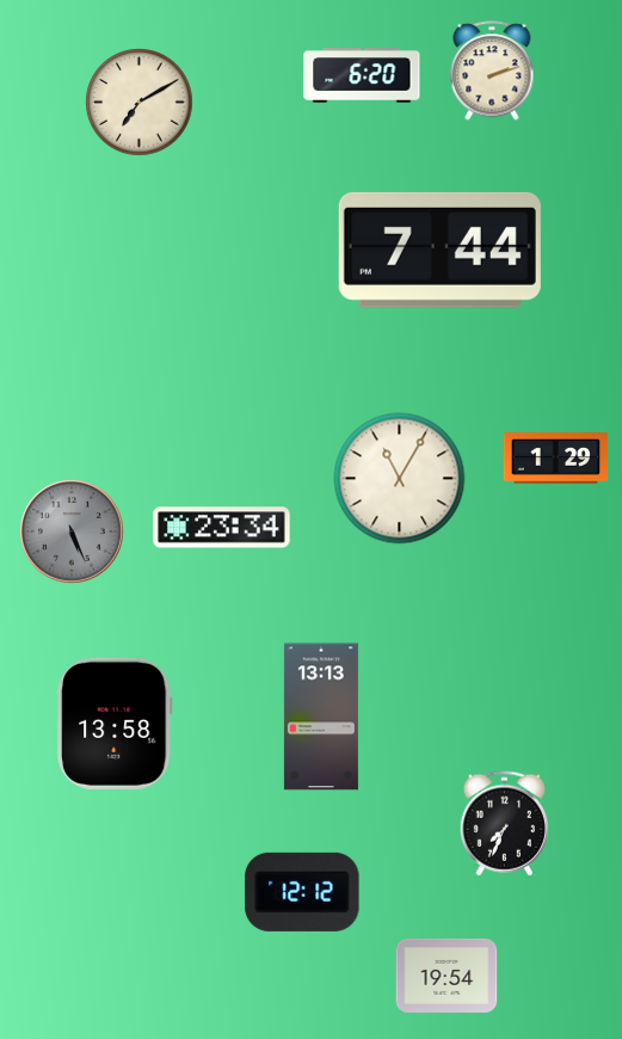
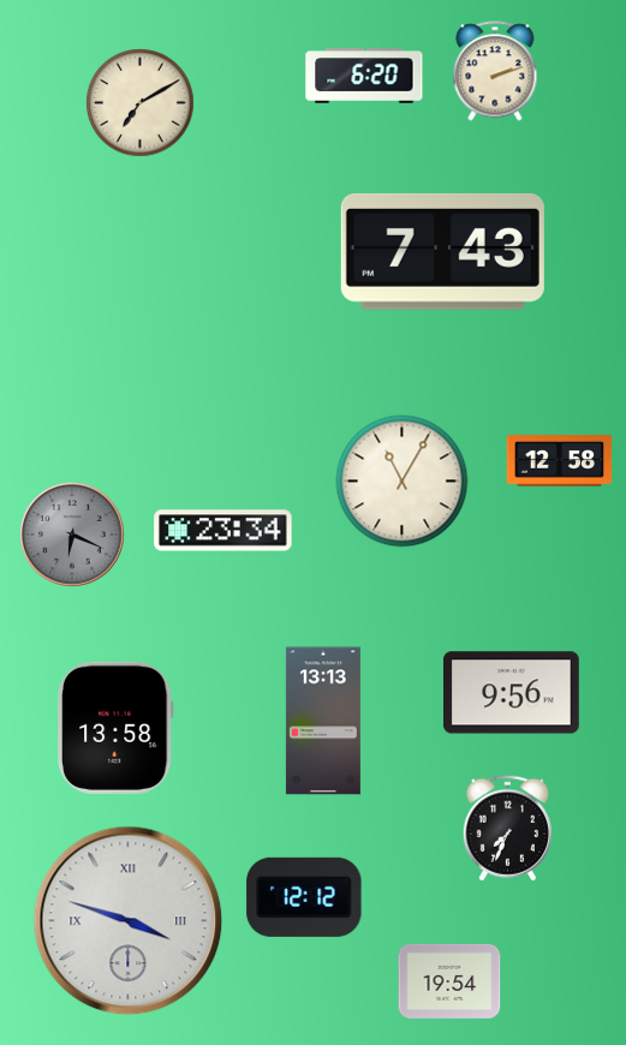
clock at (439, 250): 7:44 -> 7:43
clock at (556, 459): 1:29 -> 12:58
clock at (72, 531): 5:26 -> 6:19
clock at (512, 693): none -> 9:56
clock at (129, 921): none -> 3:48
